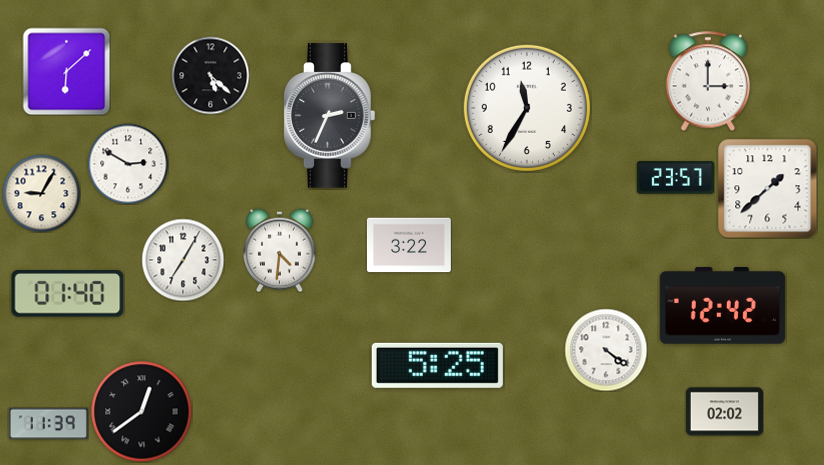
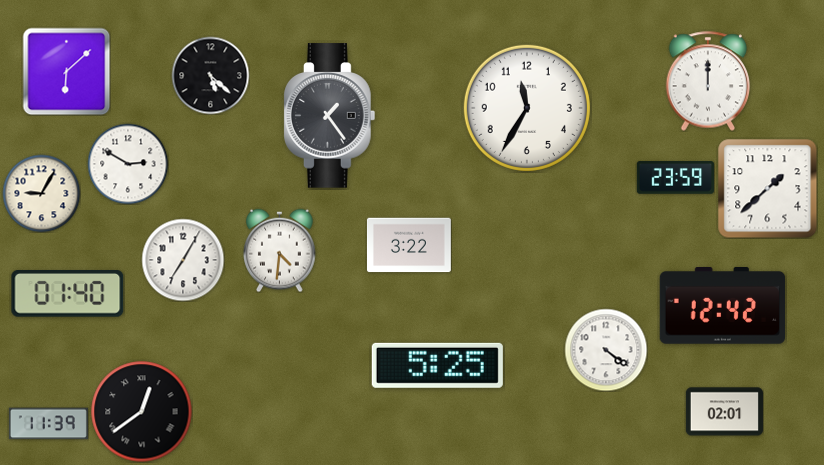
clock at (708, 81): 3:00 -> 12:00
clock at (330, 116): 2:34 -> 1:24
clock at (675, 178): 23:57 -> 23:59
clock at (724, 412): 02:02 -> 02:01
